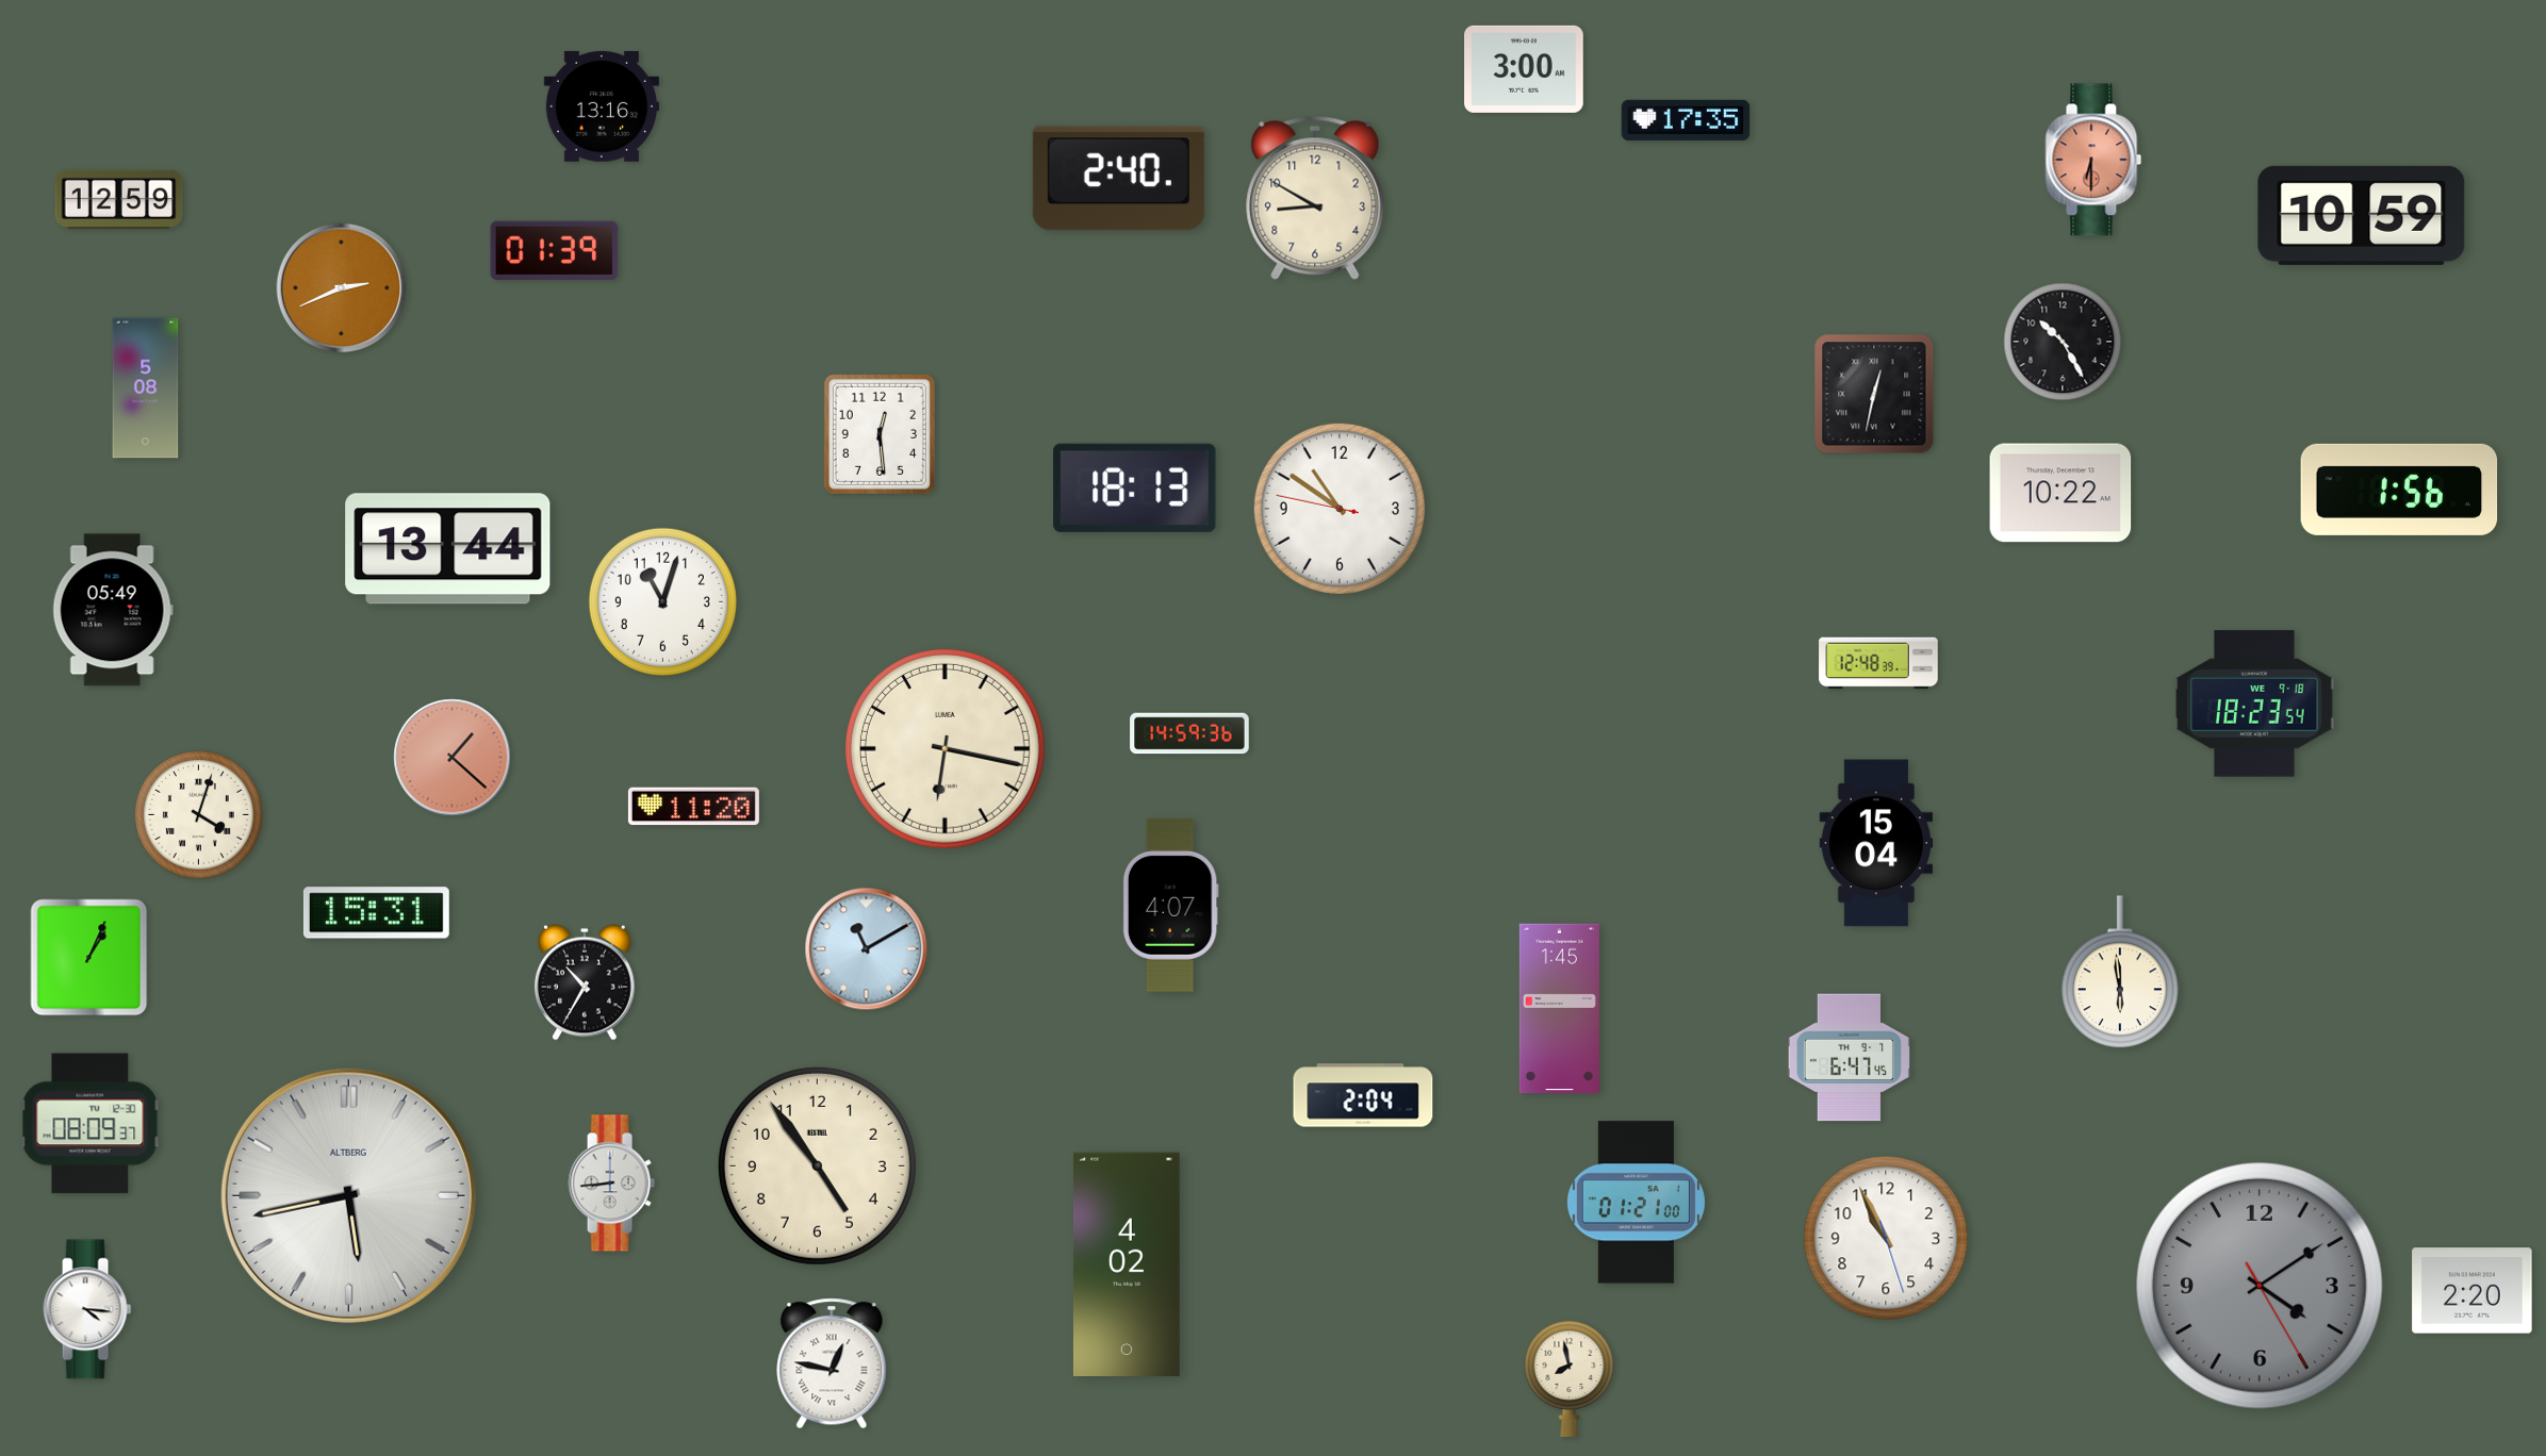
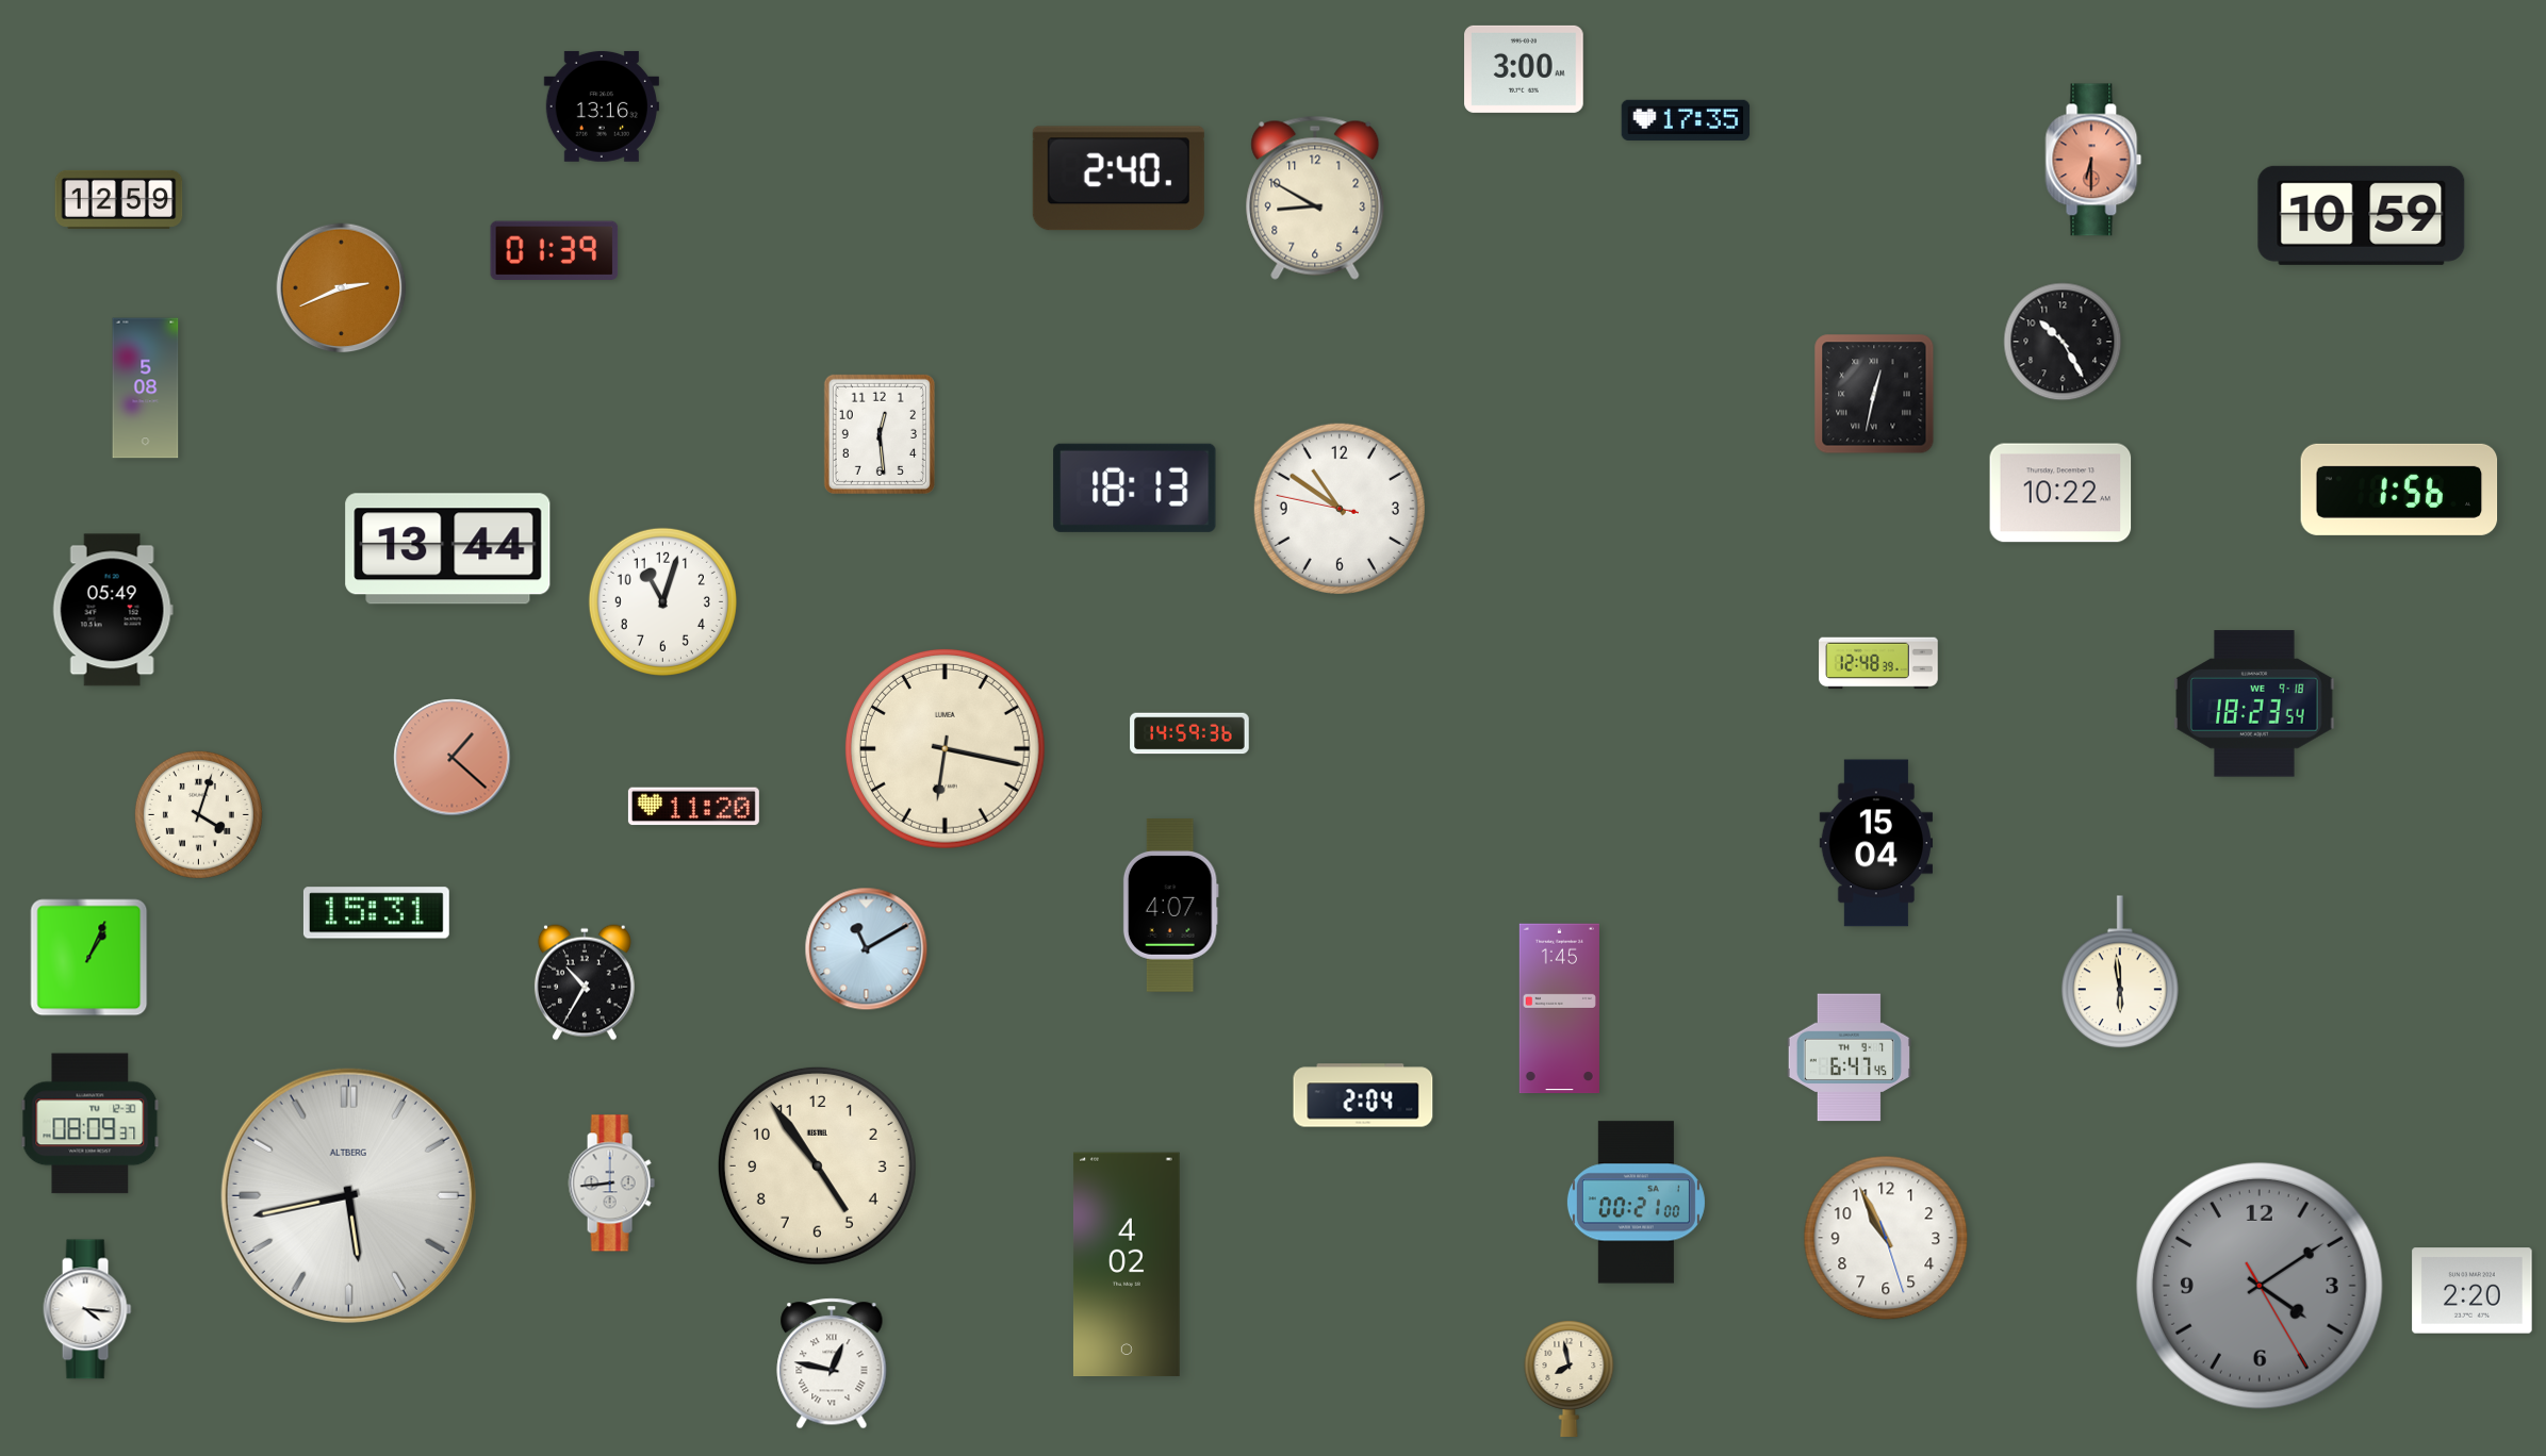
clock at (1636, 1203): 01:21 -> 00:21
